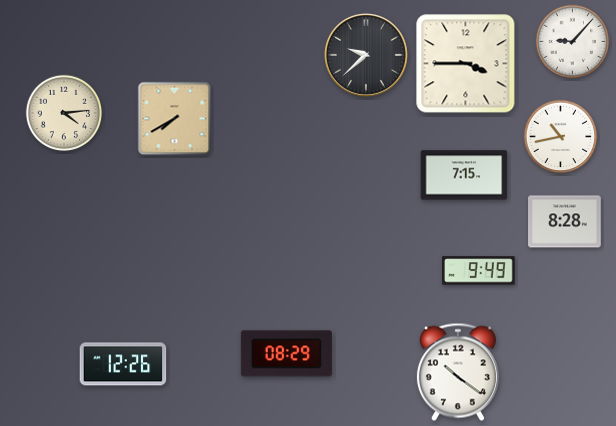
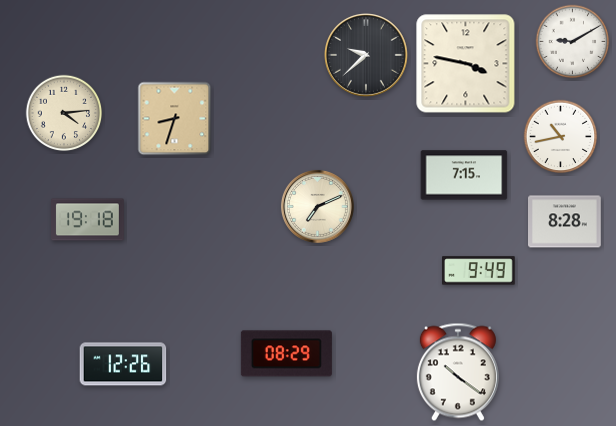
clock at (573, 42): 9:07 -> 9:10
clock at (466, 64): 3:45 -> 3:47
clock at (175, 119): 7:40 -> 8:33
clock at (317, 206): none -> 7:11
clock at (88, 220): none -> 19:18
